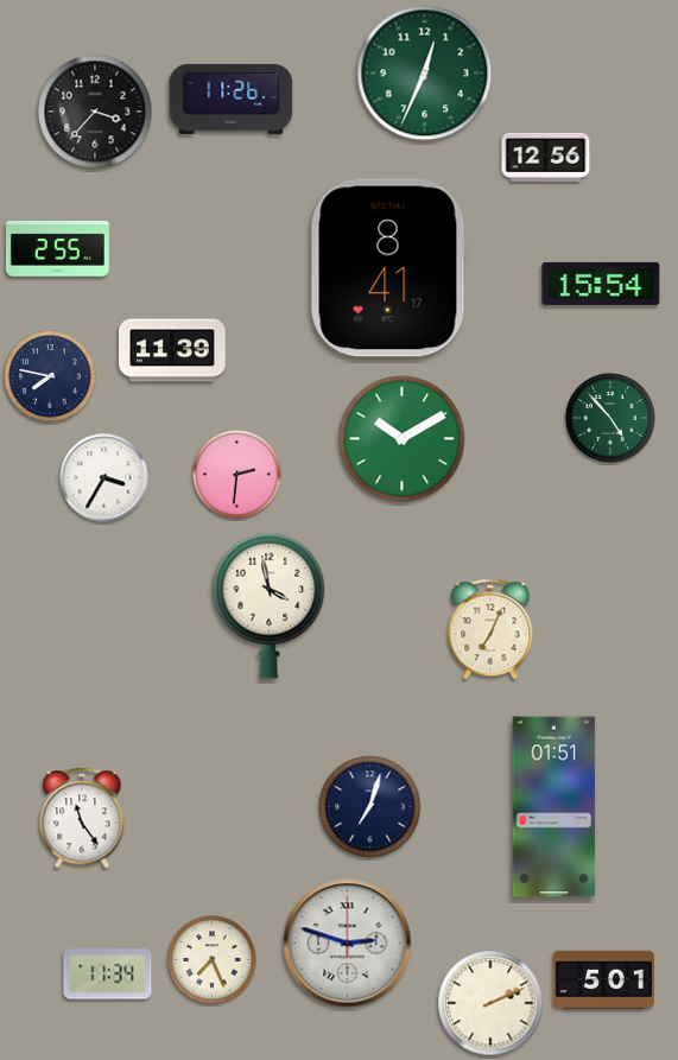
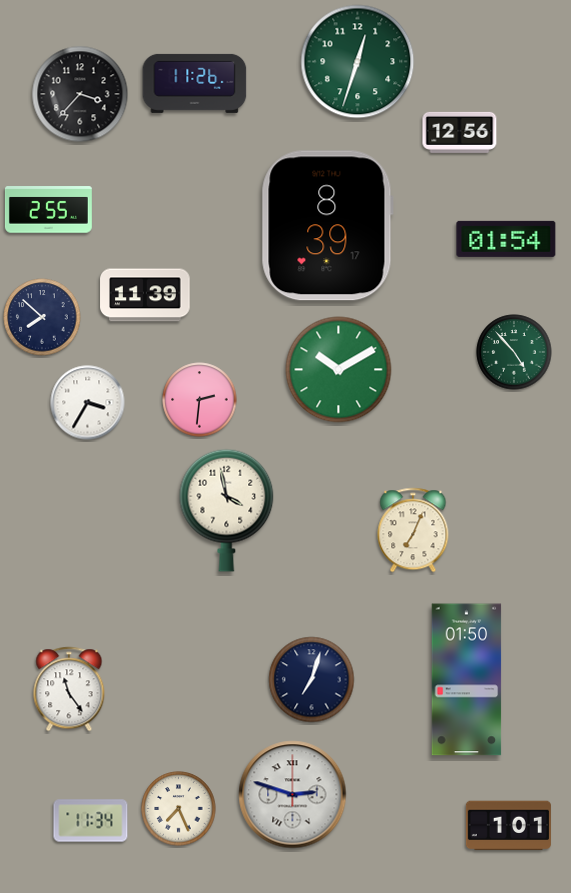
clock at (425, 74): 12:34 -> 12:33
clock at (388, 268): 8:41 -> 8:39
clock at (601, 284): 15:54 -> 01:54
clock at (50, 376): 7:47 -> 7:52
clock at (555, 807): 01:51 -> 01:50
clock at (603, 980): 5:01 -> 1:01
clock at (490, 1003): 2:11 -> none
